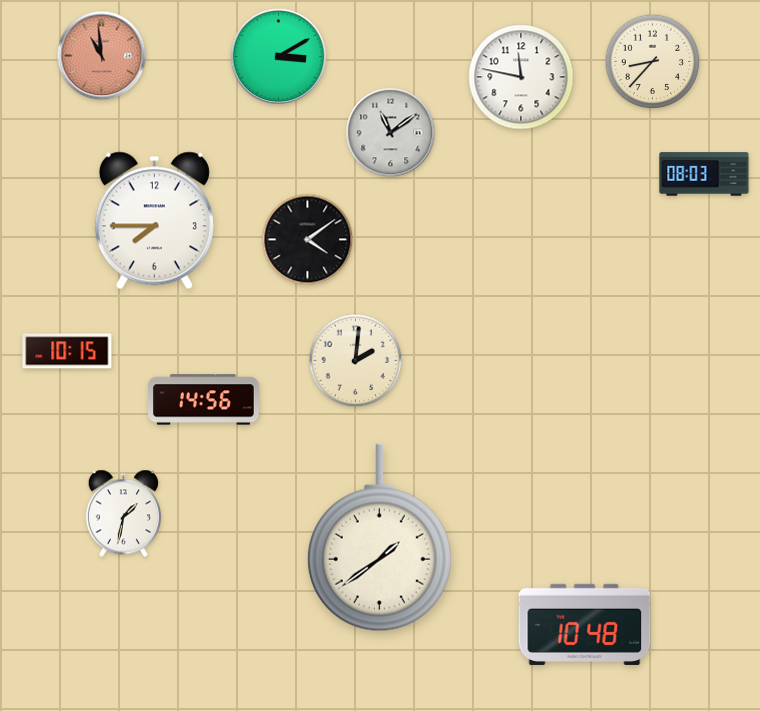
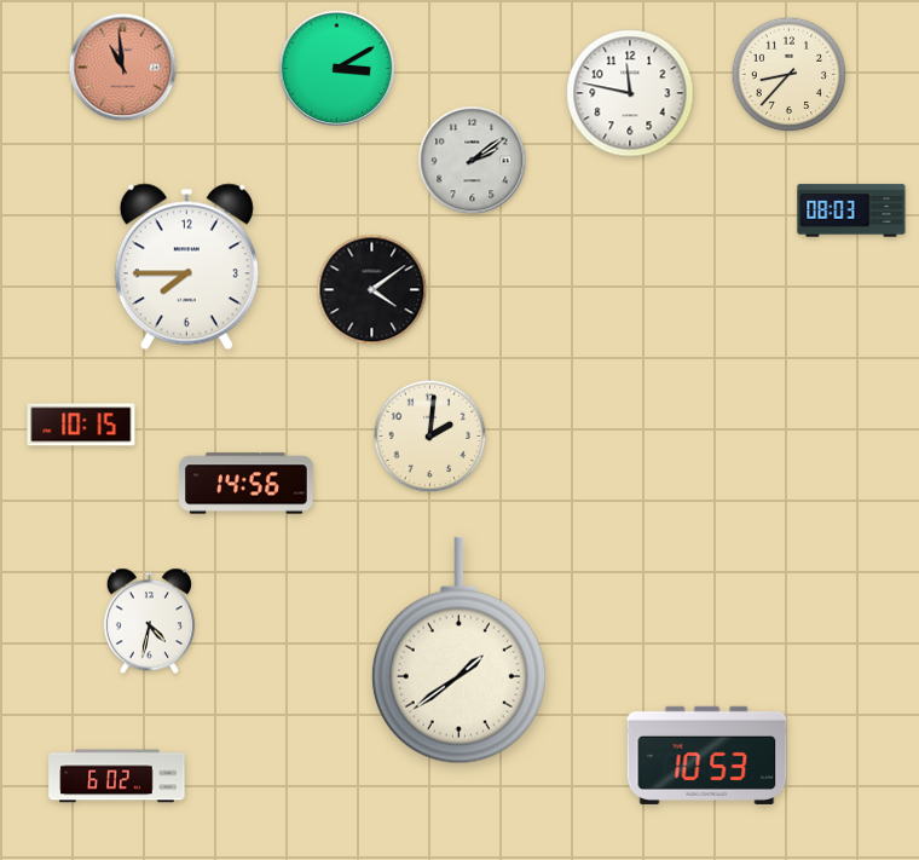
clock at (391, 133): 11:09 -> 2:09
clock at (124, 514): 1:32 -> 4:32
clock at (585, 624): 10:48 -> 10:53
clock at (117, 777): none -> 6:02
